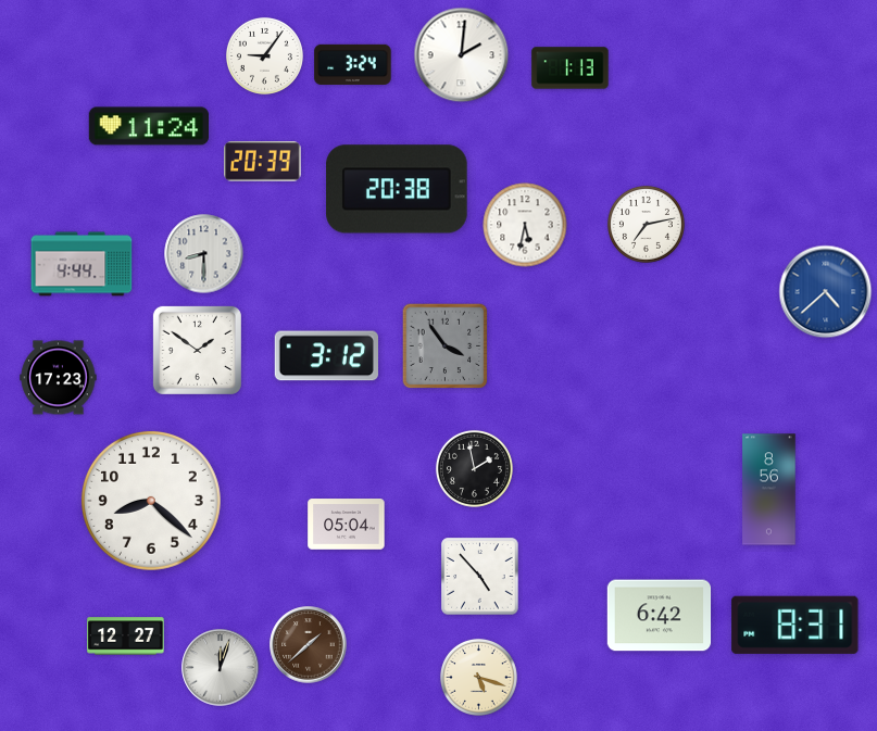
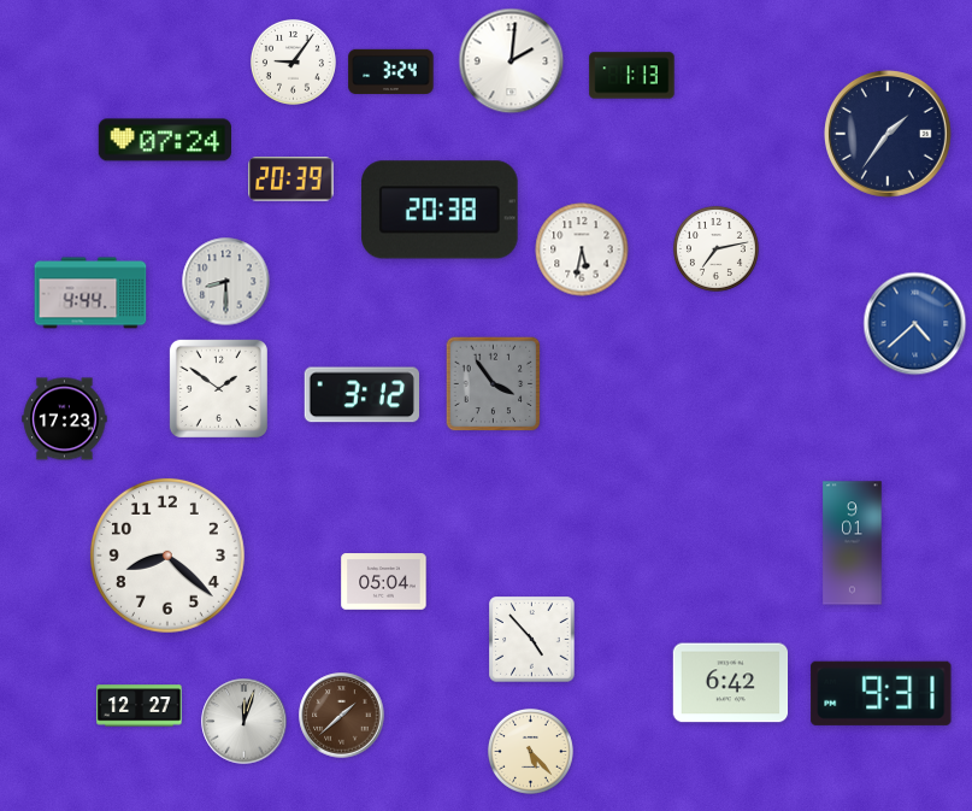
clock at (888, 134): none -> 1:36
clock at (148, 126): 11:24 -> 07:24
clock at (474, 468): 1:58 -> none
clock at (769, 490): 8:56 -> 9:01
clock at (795, 625): 8:31 -> 9:31
clock at (221, 668) position: (221, 668) -> (245, 722)
clock at (478, 677): 5:18 -> 5:23
